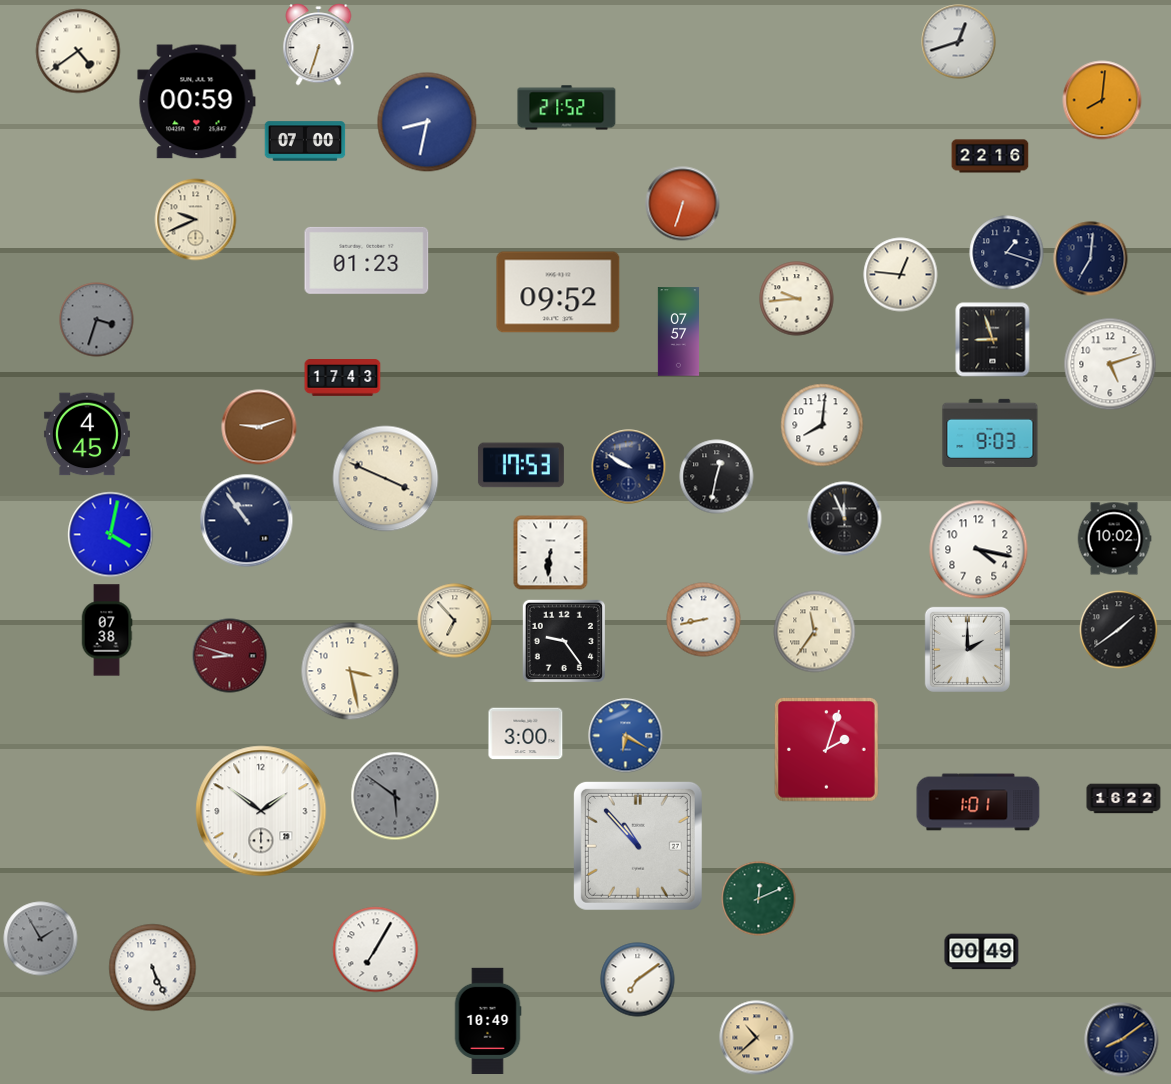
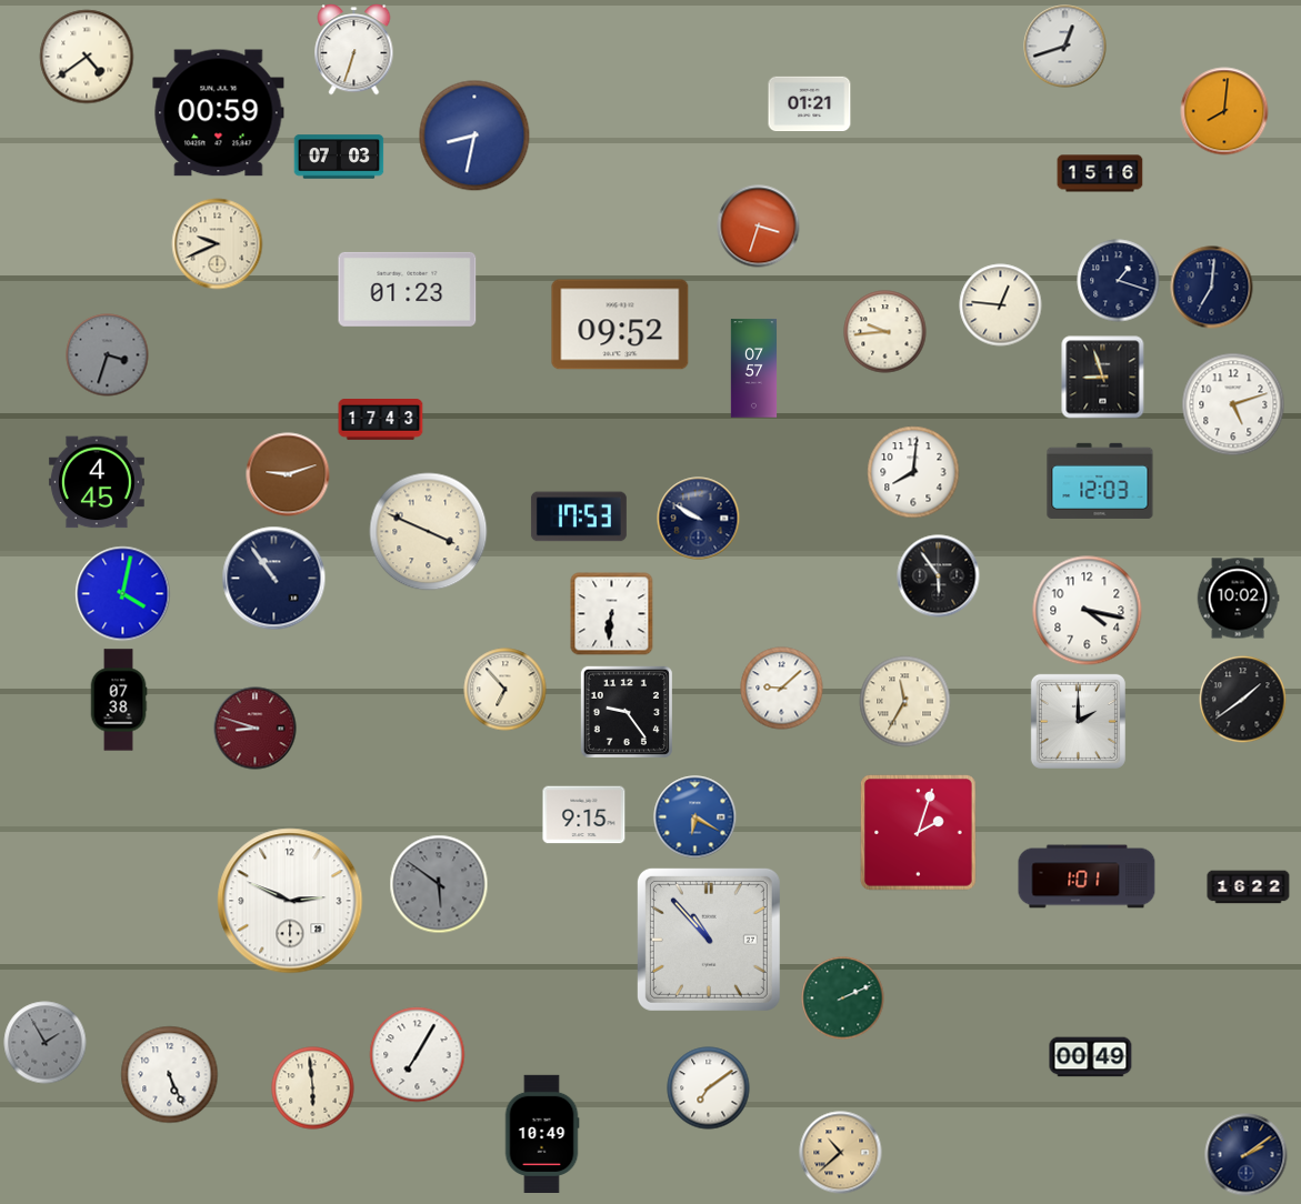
clock at (810, 104): none -> 01:21
clock at (567, 108): 21:52 -> none
clock at (305, 141): 07:00 -> 07:03
clock at (990, 156): 22:16 -> 15:16
clock at (683, 204): 6:33 -> 3:33
clock at (990, 433): 9:03 -> 12:03
clock at (717, 477): 12:32 -> none
clock at (845, 519): 11:56 -> 5:54
clock at (704, 620): 8:43 -> 9:08
clock at (815, 632): 11:36 -> 11:35
clock at (967, 649) position: (967, 649) -> (1078, 721)
clock at (350, 671): 3:28 -> none
clock at (526, 734): 3:00 -> 9:15
clock at (978, 802) position: (978, 802) -> (1087, 876)
clock at (261, 811): 1:51 -> 2:49
clock at (759, 899): 12:11 -> 2:11
clock at (313, 1088): none -> 5:59
clock at (1122, 1040): 8:09 -> 2:09
